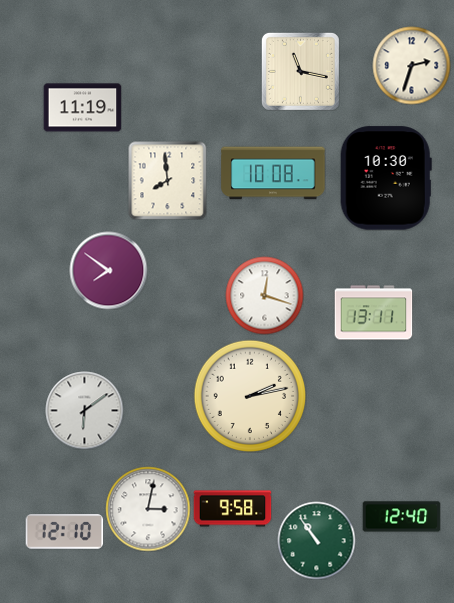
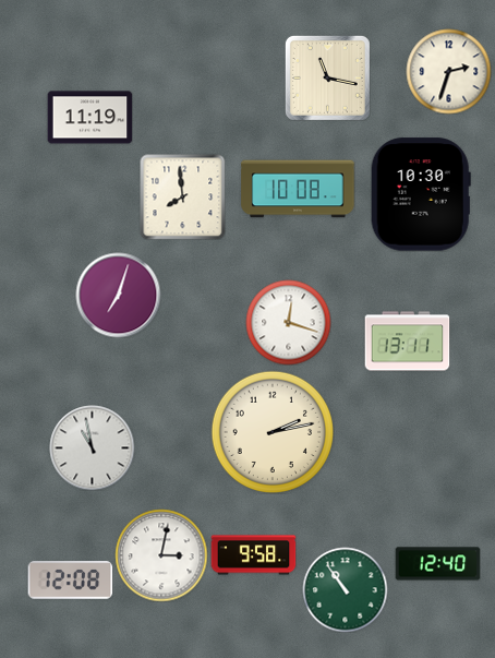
clock at (108, 270): 7:51 -> 7:03
clock at (84, 410): 6:09 -> 10:58
clock at (64, 532): 12:10 -> 12:08
